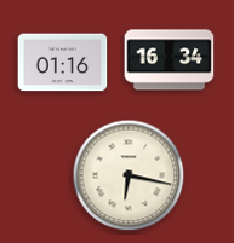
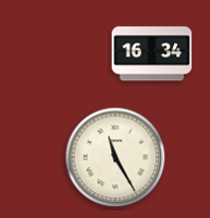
clock at (63, 63): 01:16 -> none
clock at (129, 175): 6:17 -> 11:25
